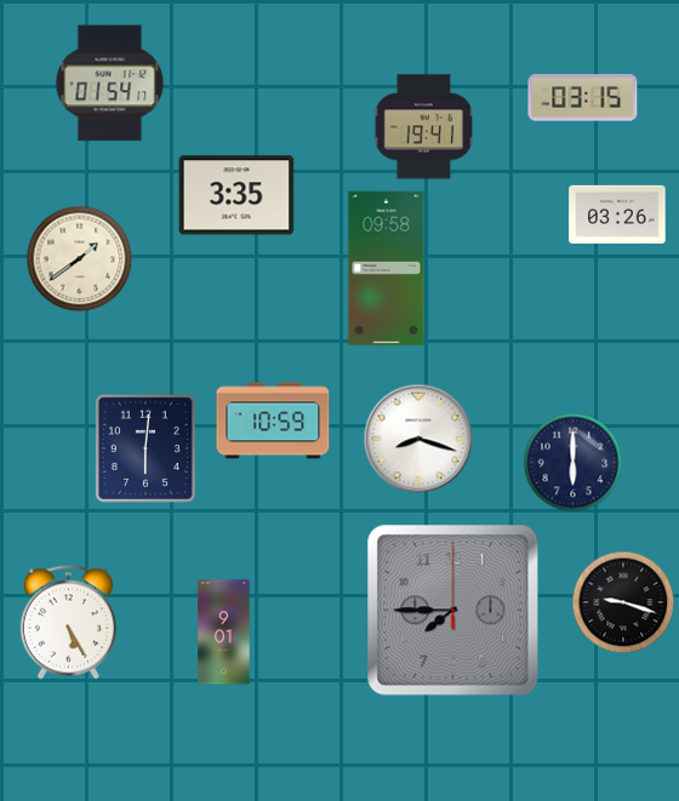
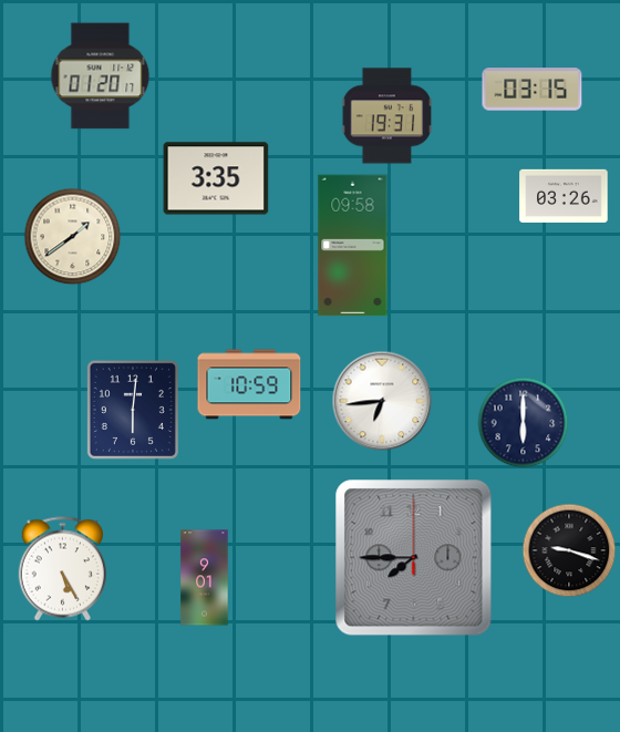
clock at (110, 84): 01:54 -> 01:20
clock at (424, 127): 19:41 -> 19:31
clock at (418, 439): 8:18 -> 6:44
